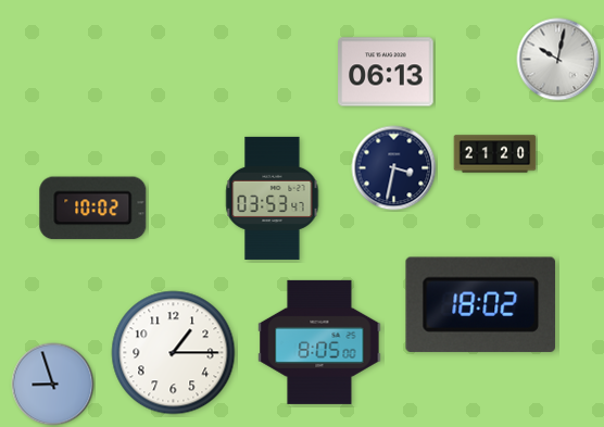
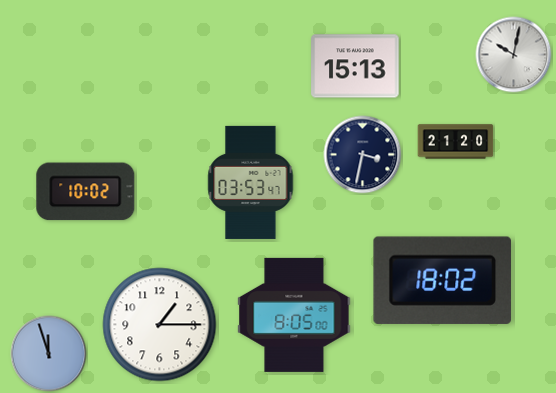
clock at (386, 72): 06:13 -> 15:13
clock at (53, 385): 8:57 -> 11:57
